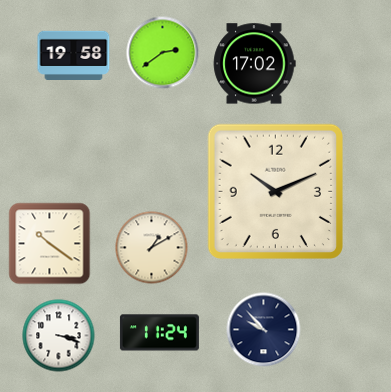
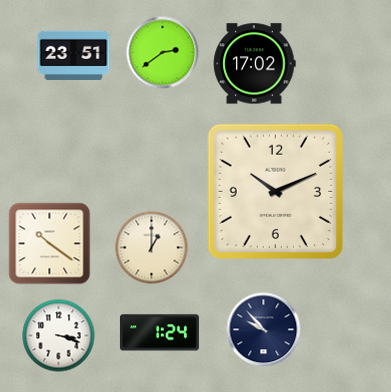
clock at (74, 55): 19:58 -> 23:51
clock at (152, 248): 1:10 -> 1:00
clock at (159, 333): 11:24 -> 1:24
